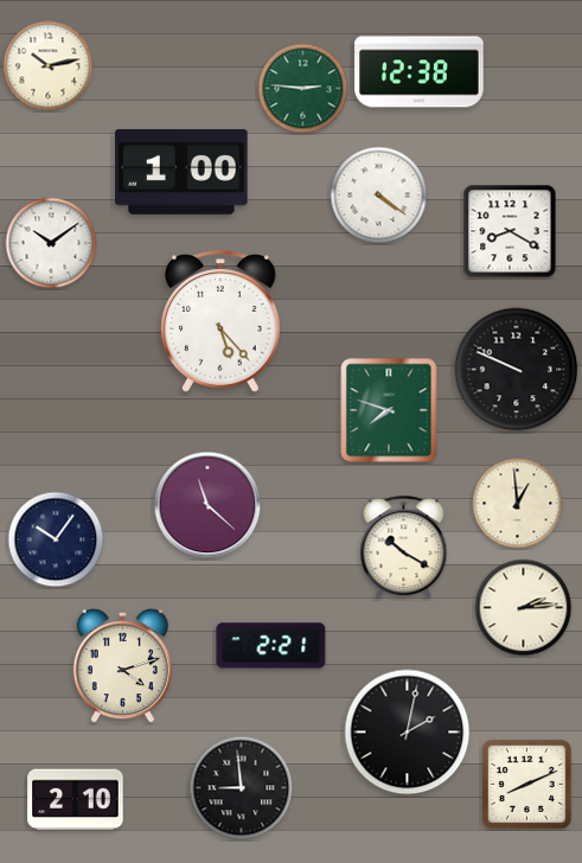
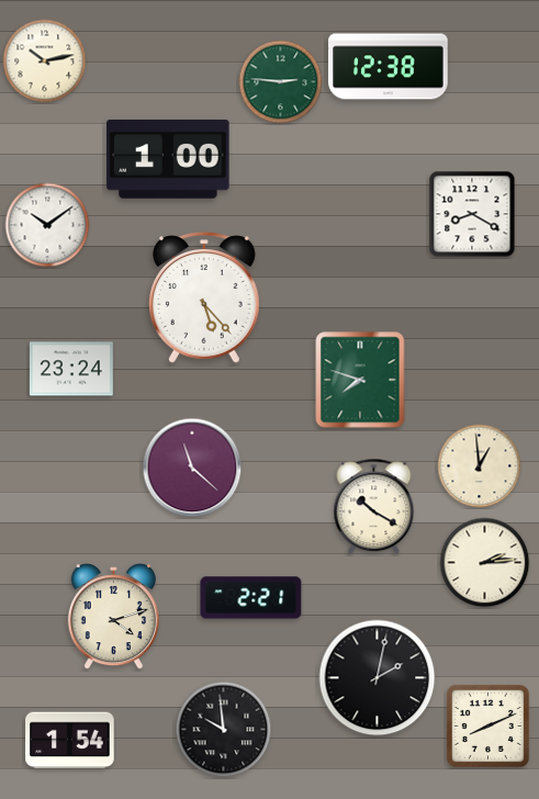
clock at (379, 196): 4:21 -> none
clock at (517, 370): 9:49 -> none
clock at (71, 369): none -> 23:24
clock at (56, 539): 10:06 -> none
clock at (242, 788): 8:59 -> 9:59
clock at (76, 800): 2:10 -> 1:54
